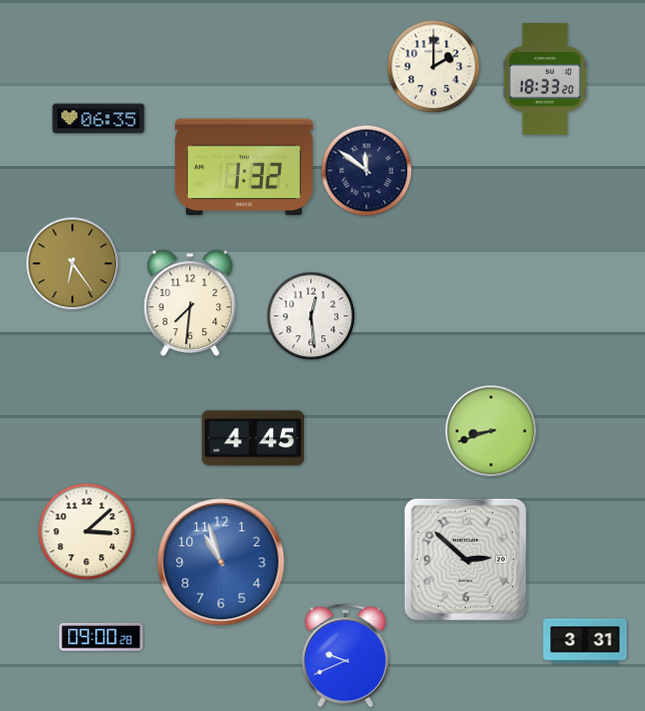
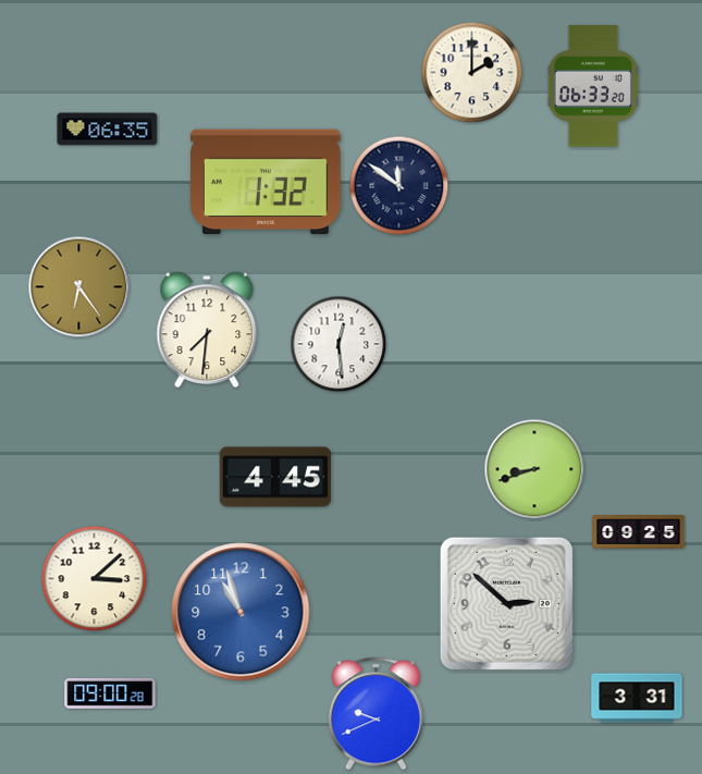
clock at (545, 79): 18:33 -> 06:33
clock at (639, 532): none -> 09:25
clock at (465, 559) position: (465, 559) -> (506, 603)
